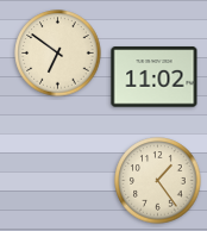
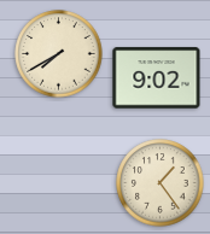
clock at (58, 54): 6:51 -> 7:40
clock at (155, 77): 11:02 -> 9:02
